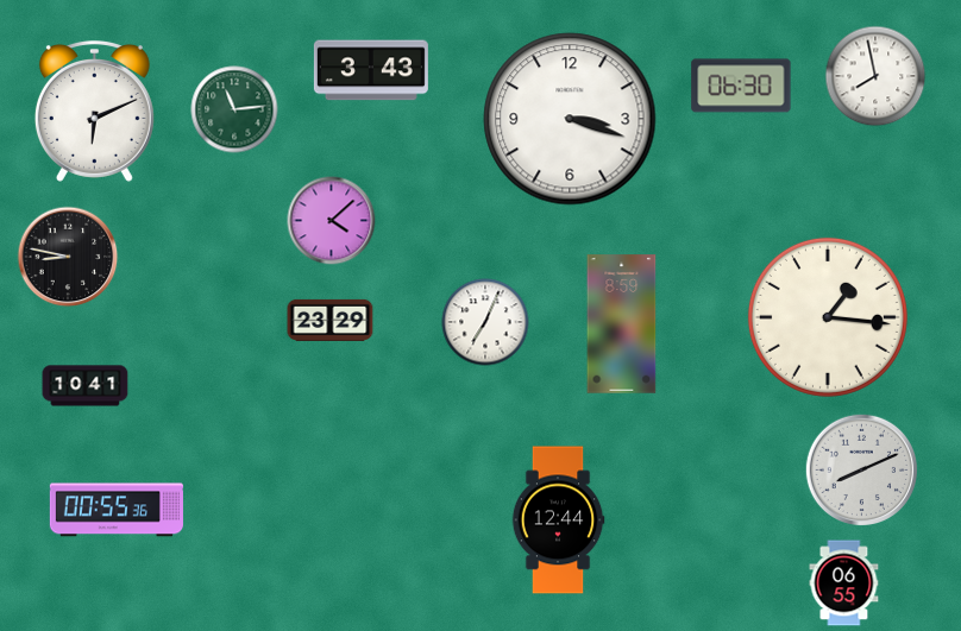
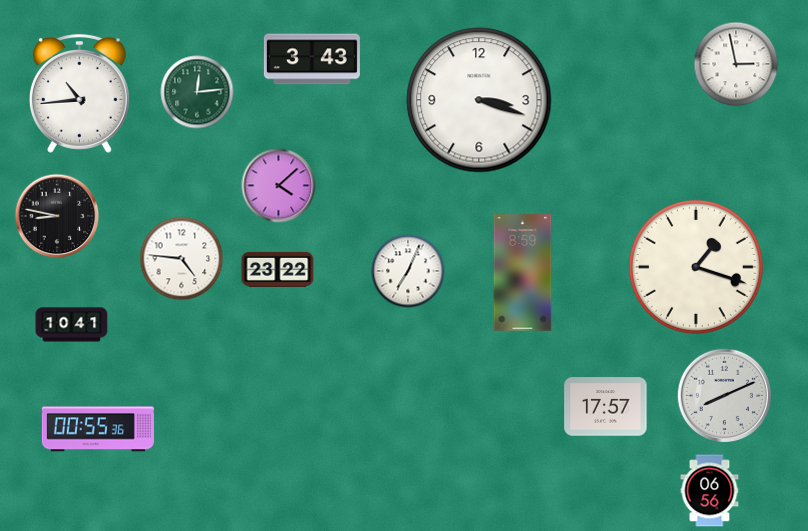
clock at (875, 76): 7:58 -> 2:58
clock at (741, 86): 06:30 -> none
clock at (234, 109): 11:14 -> 12:14
clock at (94, 111): 6:11 -> 10:44
clock at (182, 259): none -> 4:46
clock at (828, 317): 1:16 -> 1:18
clock at (331, 320): 23:29 -> 23:22
clock at (606, 407): none -> 17:57
clock at (558, 520): 12:44 -> none
clock at (844, 583): 06:55 -> 06:56
